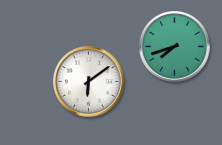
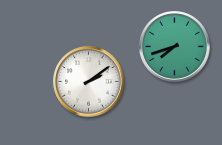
clock at (89, 82): 6:09 -> 2:09
